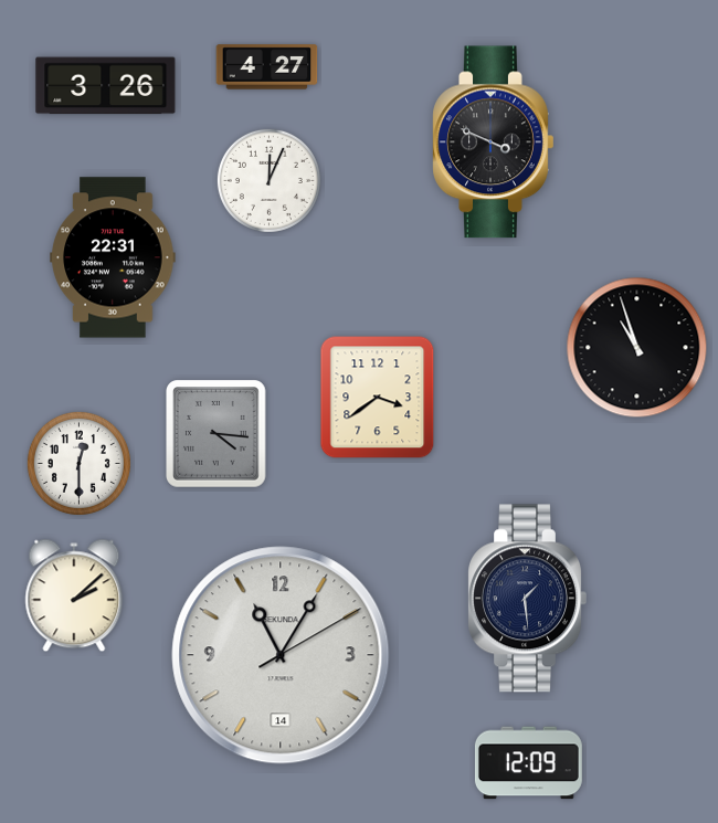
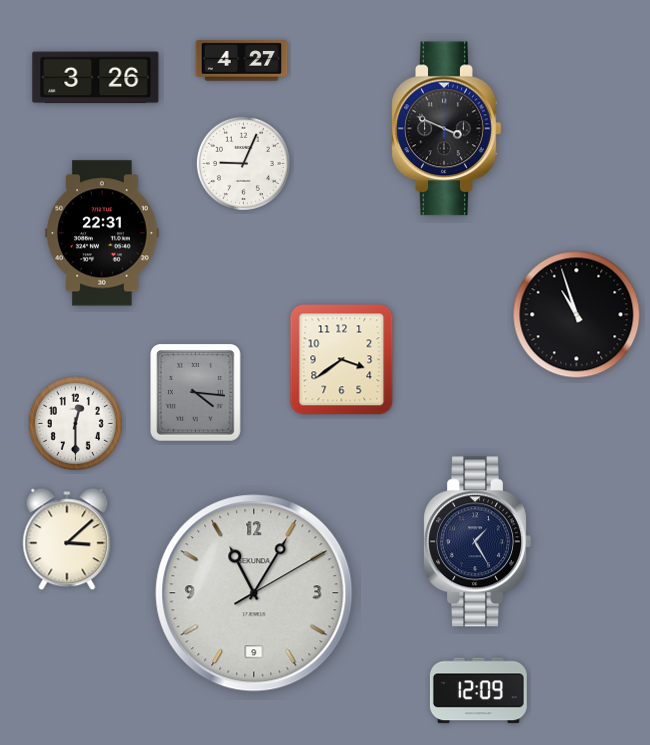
clock at (268, 180): 12:04 -> 9:04
clock at (78, 463) position: (78, 463) -> (75, 423)
clock at (74, 595): 2:08 -> 3:08
clock at (527, 599): 1:29 -> 1:25
clock at (281, 655) date: 14 -> 9
